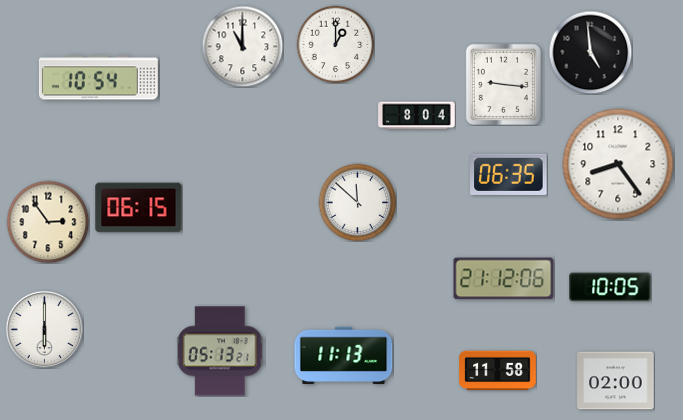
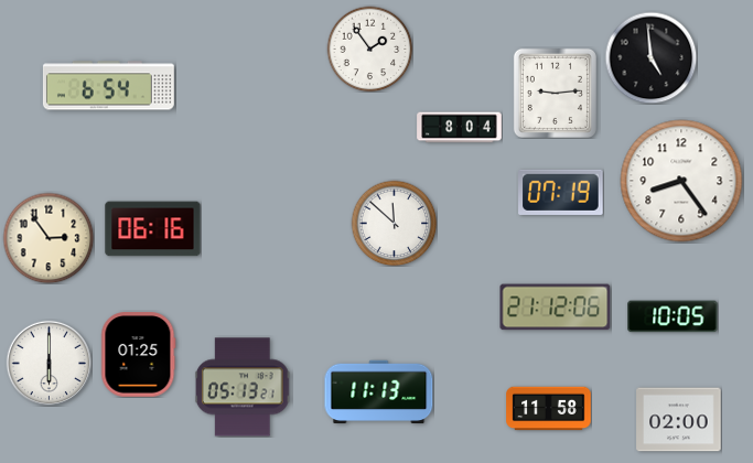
clock at (335, 44): 1:00 -> 1:54
clock at (242, 46): 11:00 -> none
clock at (98, 78): 10:54 -> 6:54
clock at (503, 84): 9:16 -> 9:14
clock at (509, 174): 06:35 -> 07:19
clock at (139, 208): 06:15 -> 06:16
clock at (48, 222) position: (48, 222) -> (49, 238)
clock at (139, 355): none -> 01:25
